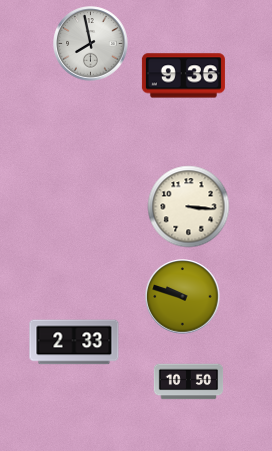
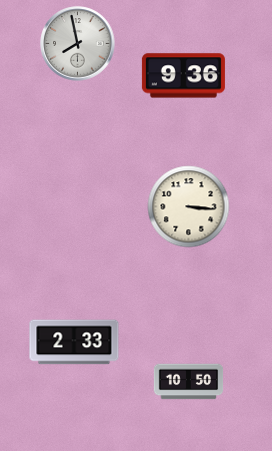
clock at (91, 44) position: (91, 44) -> (78, 44)
clock at (183, 297): 9:48 -> none
